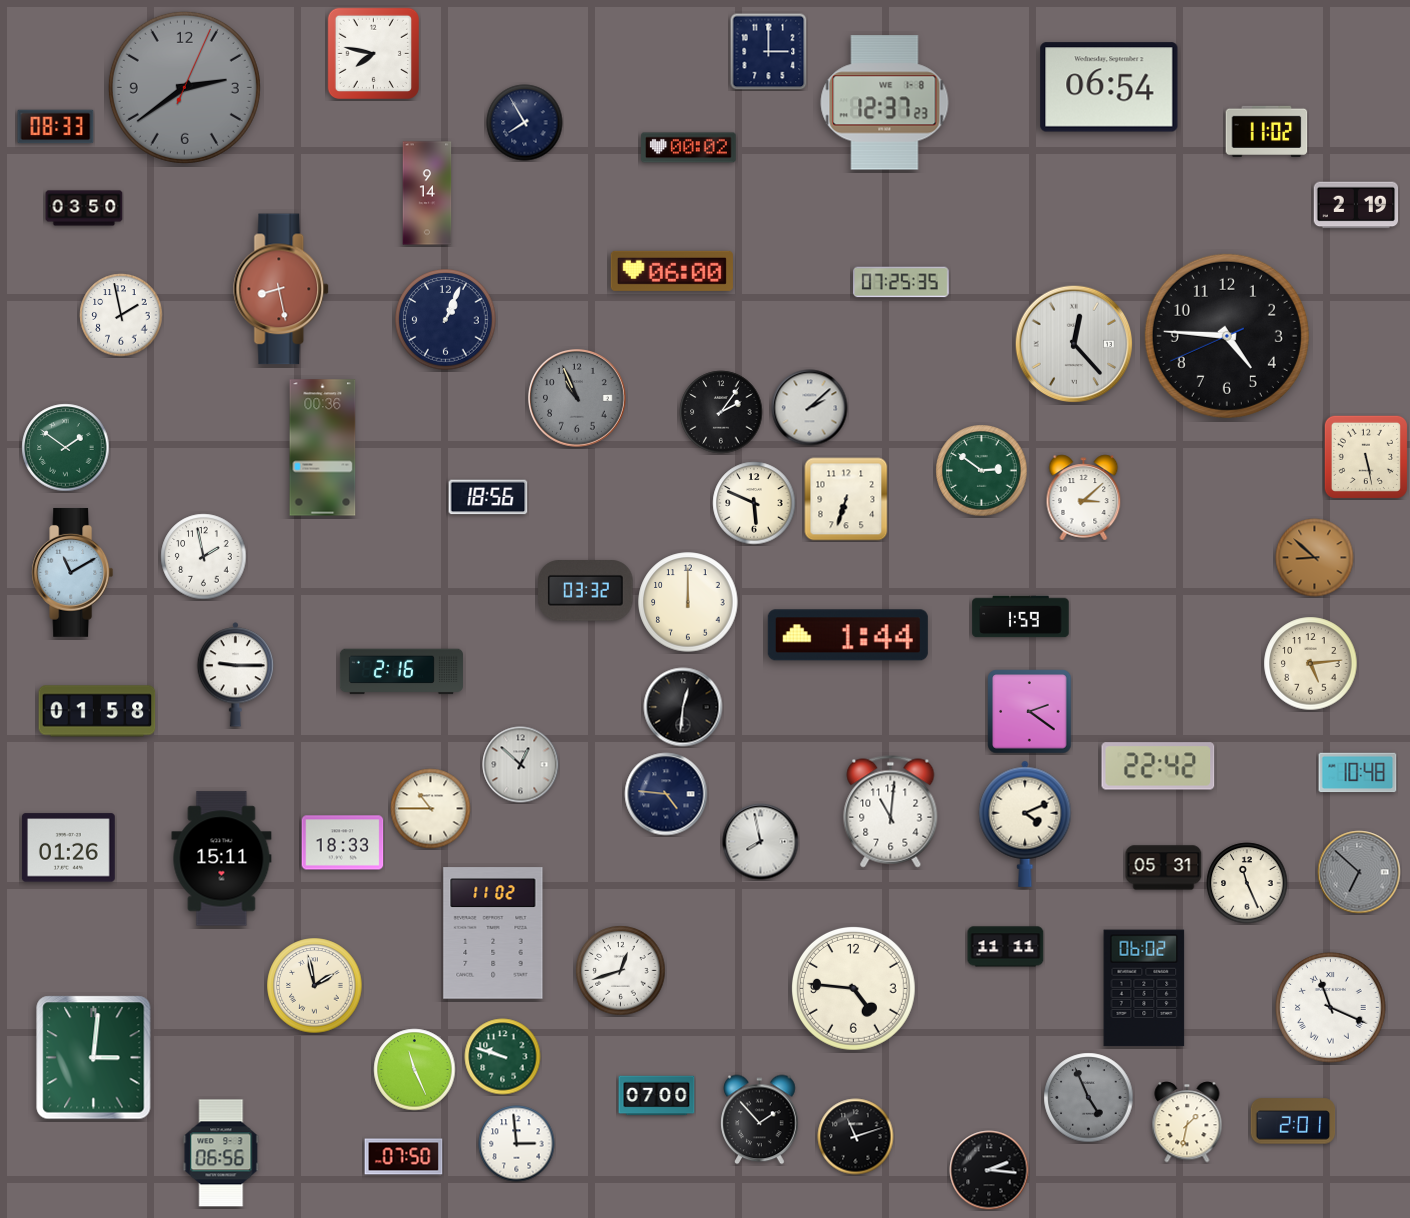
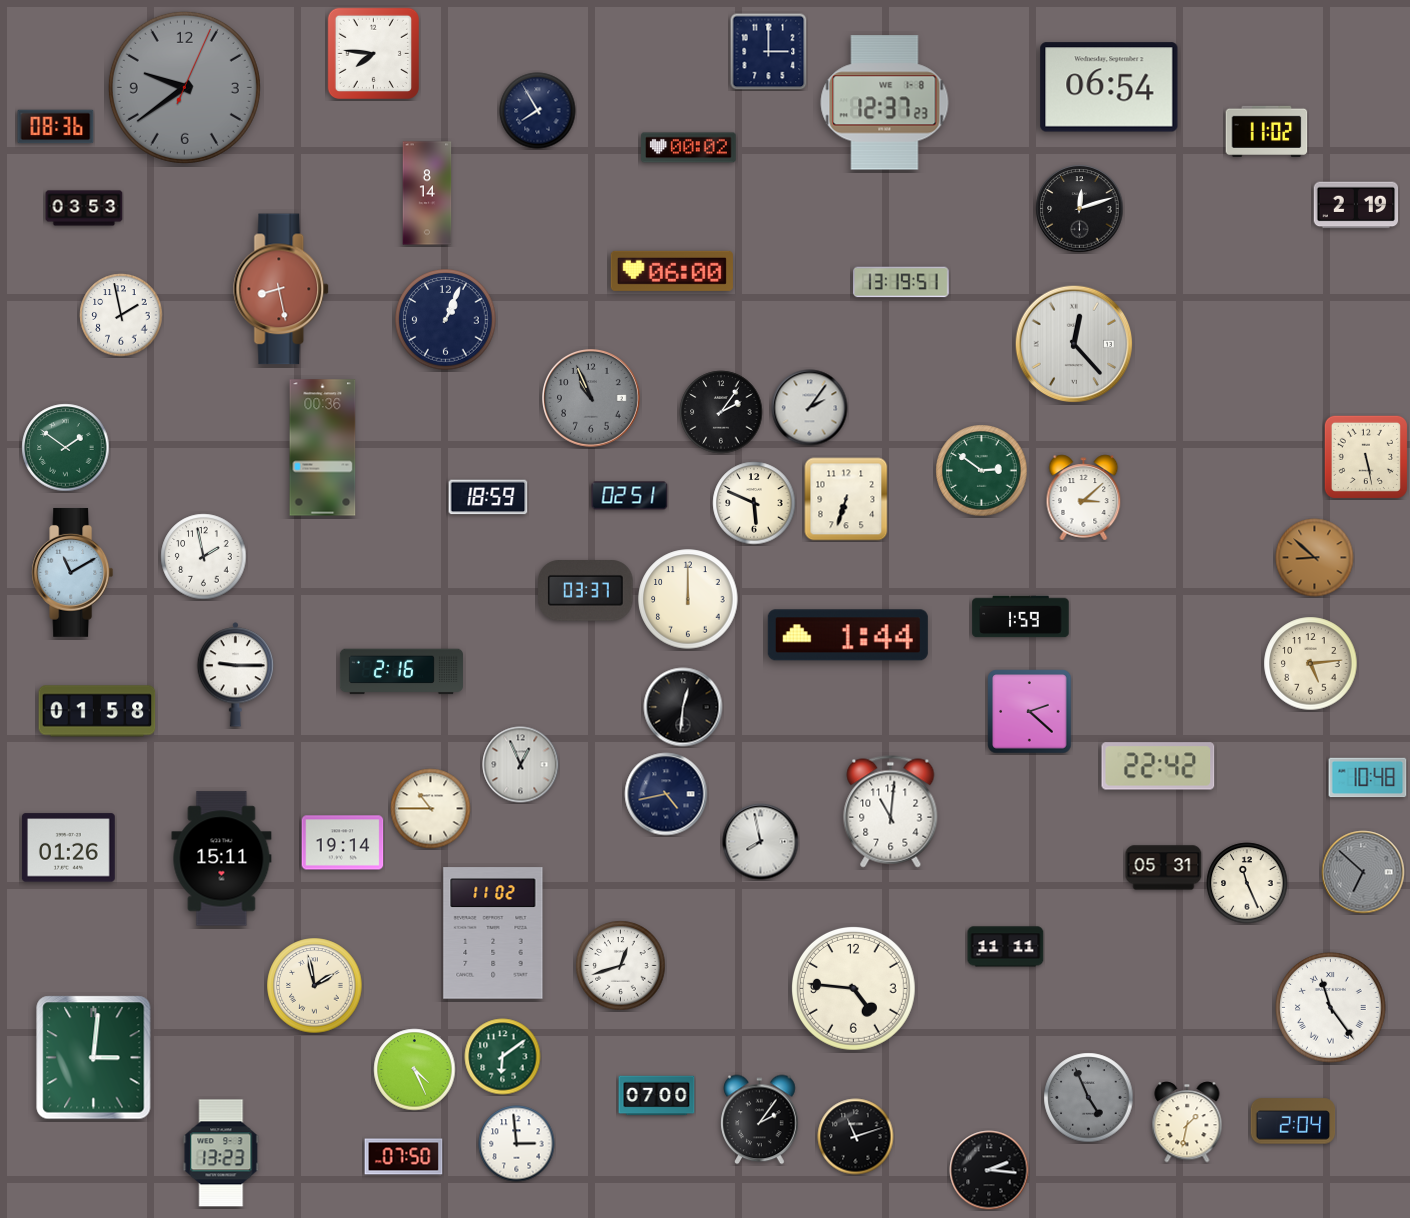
clock at (374, 54): 7:47 -> 7:46
clock at (184, 87): 2:39 -> 9:39
clock at (525, 123) position: (525, 123) -> (538, 111)
clock at (56, 127): 08:33 -> 08:36
clock at (427, 193): 9:14 -> 8:14
clock at (84, 208): 03:50 -> 03:53
clock at (1080, 209): none -> 12:12
clock at (901, 282): 07:25 -> 13:19
clock at (1227, 336): 4:45 -> none
clock at (578, 399) position: (578, 399) -> (592, 399)
clock at (810, 408): 2:08 -> 2:06
clock at (630, 496): none -> 02:51
clock at (488, 497): 18:56 -> 18:59
clock at (586, 591): 03:32 -> 03:37
clock at (688, 602) position: (688, 602) -> (688, 599)
clock at (1030, 712): 2:21 -> 2:22
clock at (521, 765): 12:52 -> 12:56
clock at (1358, 773) position: (1358, 773) -> (1368, 778)
clock at (666, 794): 4:46 -> 4:43
clock at (1025, 824): 4:11 -> none
clock at (343, 843): 18:33 -> 19:14
clock at (1359, 872) position: (1359, 872) -> (1363, 872)
clock at (621, 971) position: (621, 971) -> (621, 966)
clock at (1144, 988): 06:02 -> none
clock at (1331, 1008): 11:19 -> 11:24
clock at (503, 1057): 9:48 -> 6:09
clock at (415, 1070): 11:26 -> 4:26
clock at (760, 1120): 1:53 -> 2:06
clock at (1293, 1121): 2:01 -> 2:04
clock at (221, 1153): 06:56 -> 13:23
